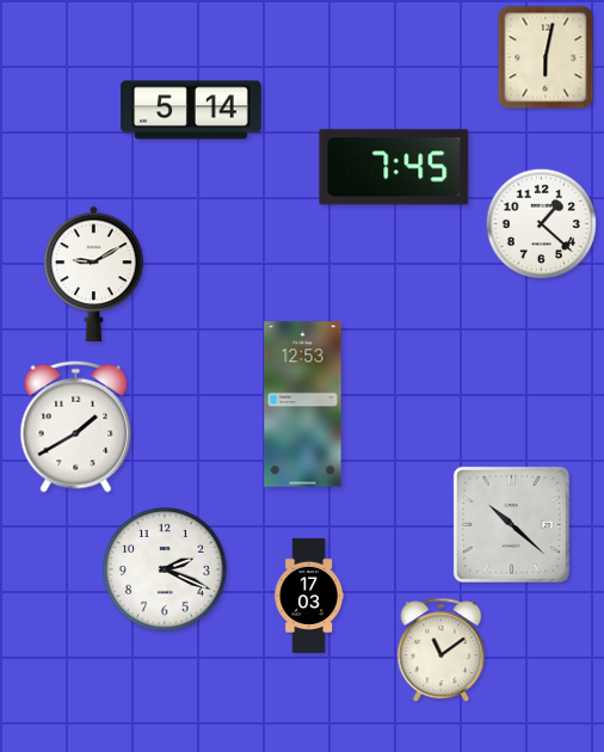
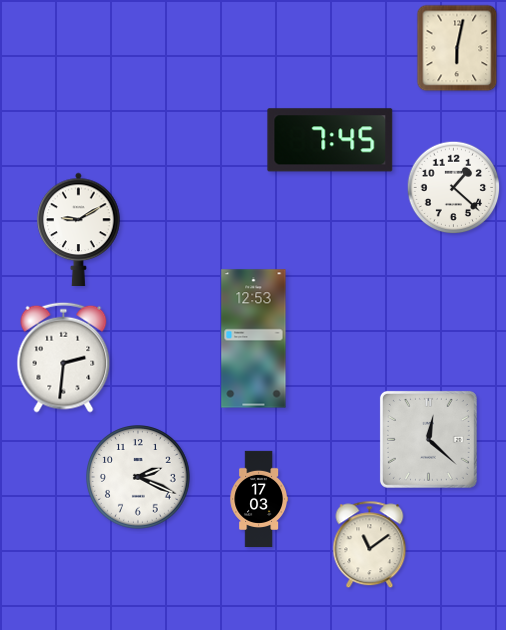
clock at (191, 110): 5:14 -> none
clock at (76, 426): 1:40 -> 2:31
clock at (511, 524): 10:22 -> 12:22
